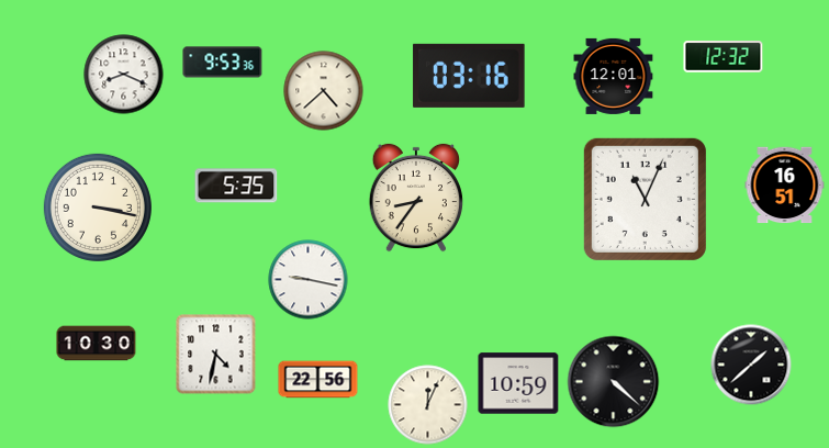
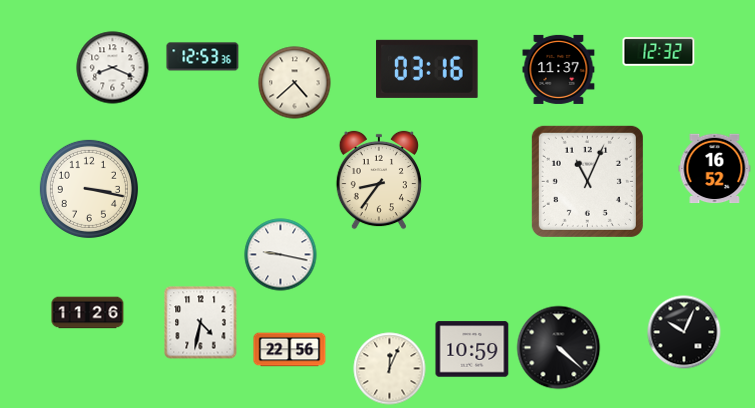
clock at (223, 63): 9:53 -> 12:53
clock at (614, 76): 12:01 -> 11:37
clock at (236, 186): 5:35 -> none
clock at (785, 186): 16:51 -> 16:52
clock at (97, 344): 10:30 -> 11:26
clock at (216, 355) position: (216, 355) -> (201, 323)
clock at (751, 365): 1:38 -> 10:04
clock at (318, 380) position: (318, 380) -> (290, 350)
